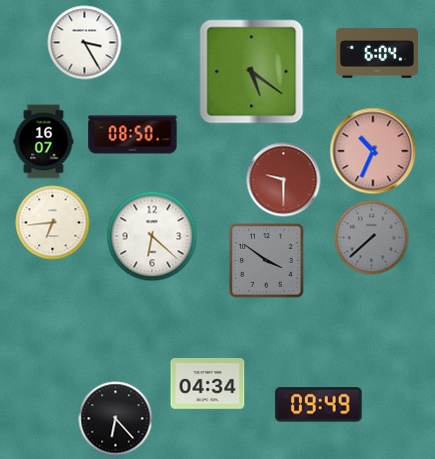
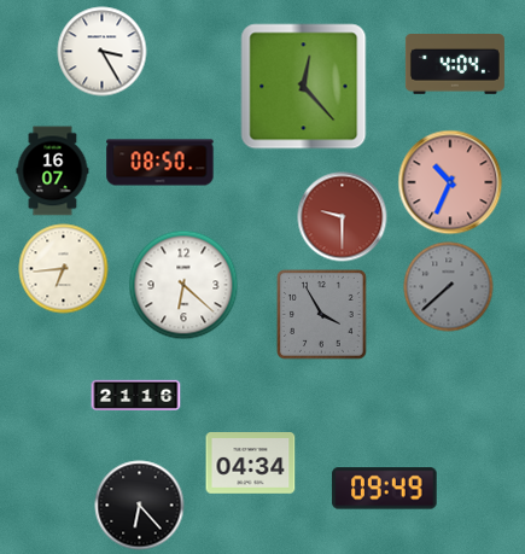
clock at (377, 54): 6:04 -> 4:04
clock at (252, 72): 5:21 -> 12:23
clock at (267, 261): 3:51 -> 3:55
clock at (136, 396): none -> 21:16
